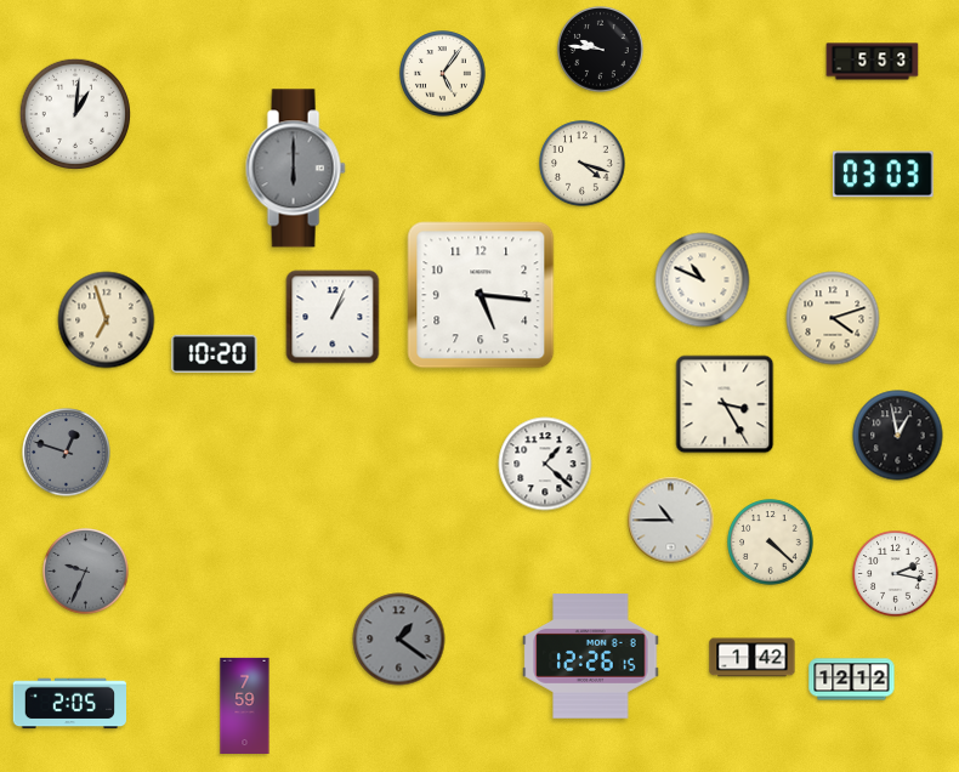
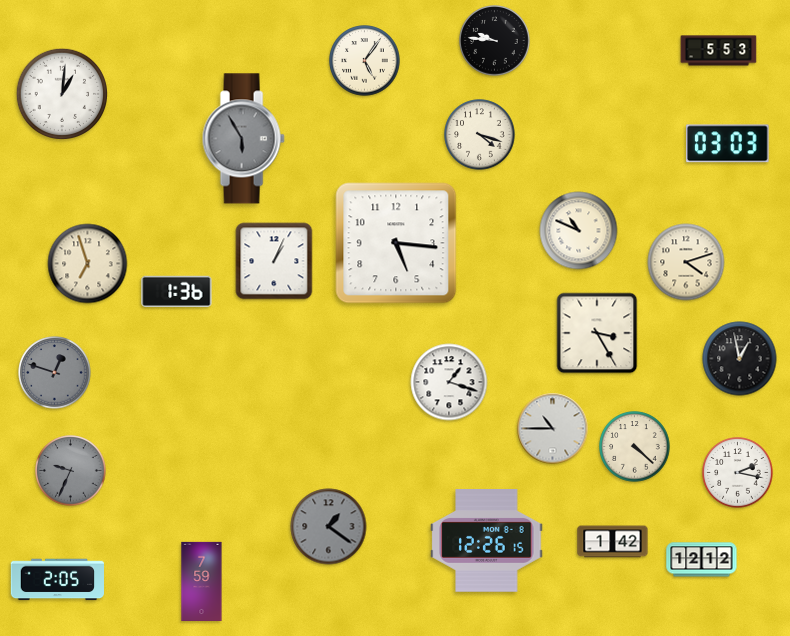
clock at (295, 169): 6:00 -> 5:55
clock at (215, 354): 10:20 -> 1:36
clock at (545, 464): 1:22 -> 1:18
clock at (753, 658) position: (753, 658) -> (613, 542)
